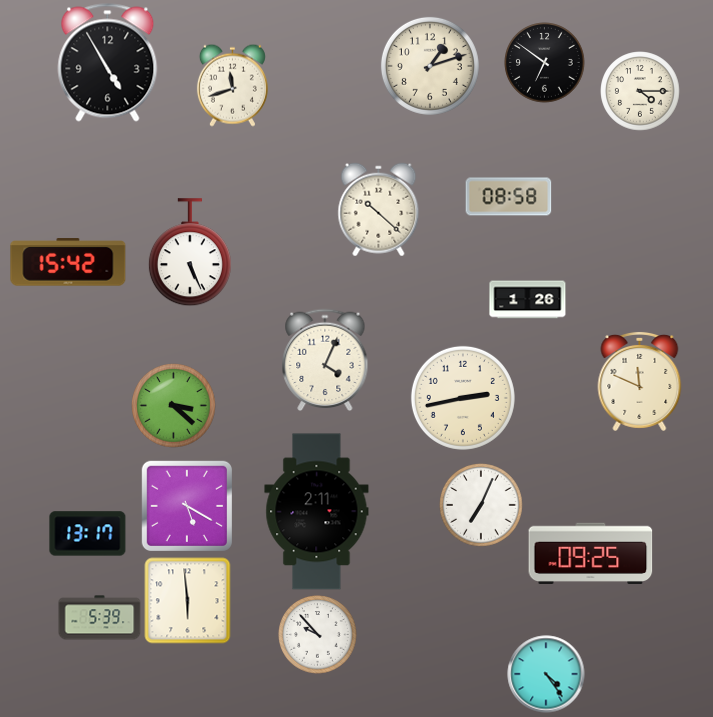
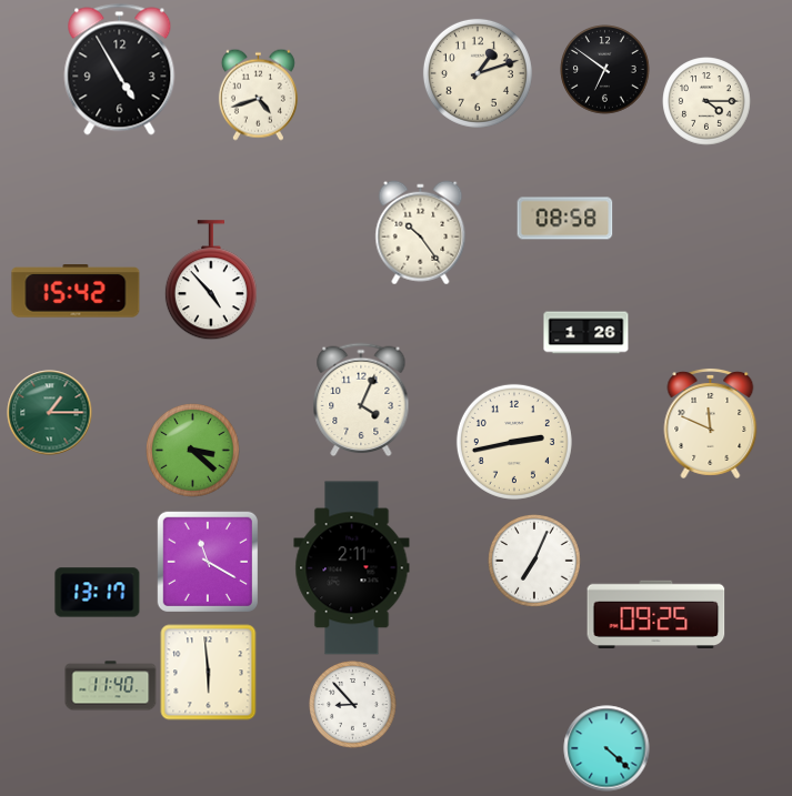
clock at (232, 85): 11:42 -> 4:42
clock at (640, 91) position: (640, 91) -> (706, 101)
clock at (379, 210): 10:22 -> 10:24
clock at (190, 253): 5:26 -> 4:53
clock at (50, 413): none -> 1:15
clock at (187, 506): 5:20 -> 11:20
clock at (188, 601) position: (188, 601) -> (209, 673)
clock at (100, 618): 5:39 -> 11:40
clock at (318, 635): 9:53 -> 8:53
clock at (546, 674): 4:24 -> 4:22
